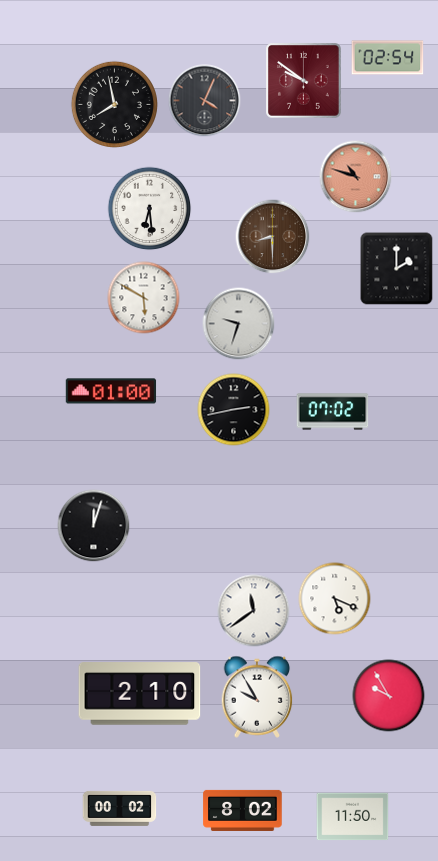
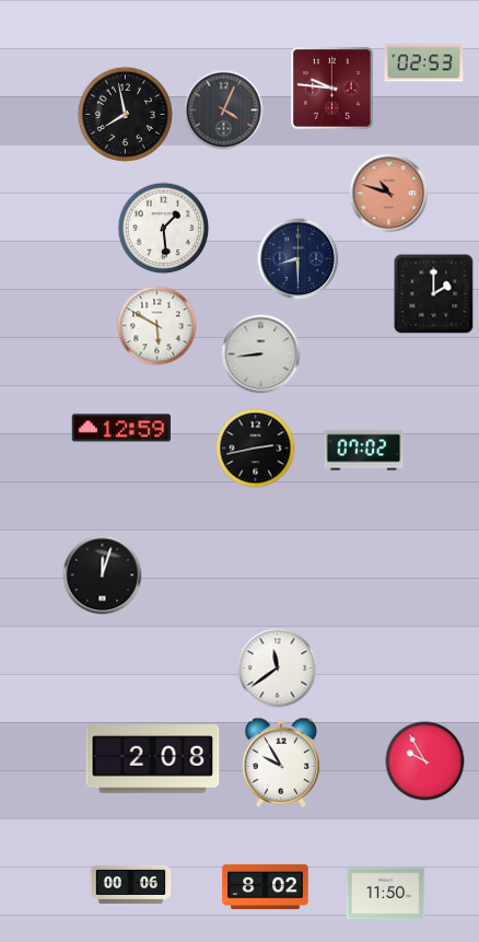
clock at (388, 58): 02:54 -> 02:53
clock at (304, 81): 9:51 -> 9:46
clock at (150, 209): 6:29 -> 1:29
clock at (273, 237) dial: brown -> navy
clock at (239, 324): 9:33 -> 8:44
clock at (111, 391): 01:00 -> 12:59
clock at (335, 599): 5:19 -> none
clock at (140, 694): 2:10 -> 2:08
clock at (120, 808): 00:02 -> 00:06
